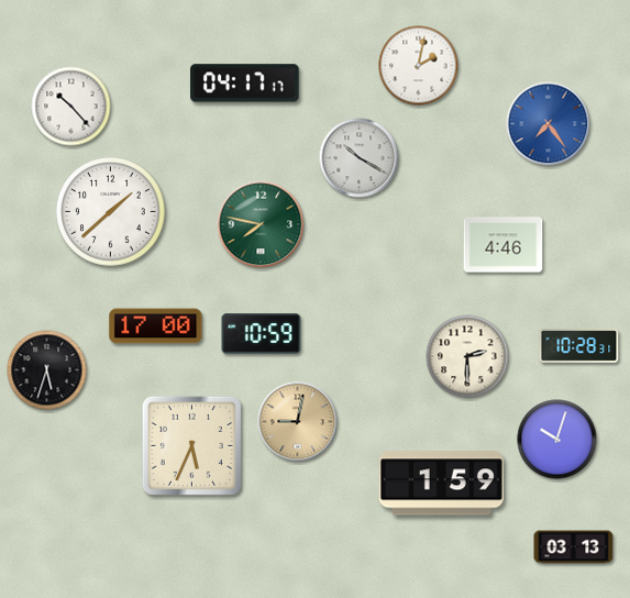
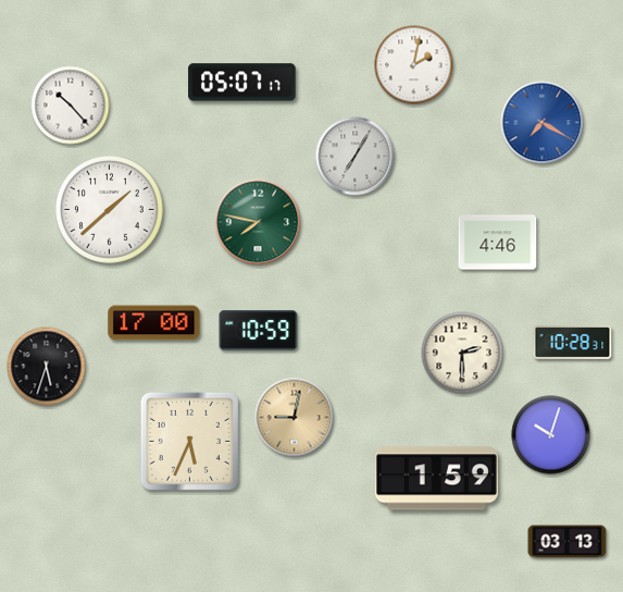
clock at (245, 84): 04:17 -> 05:07
clock at (549, 124): 7:24 -> 7:20
clock at (360, 158): 10:20 -> 7:05
